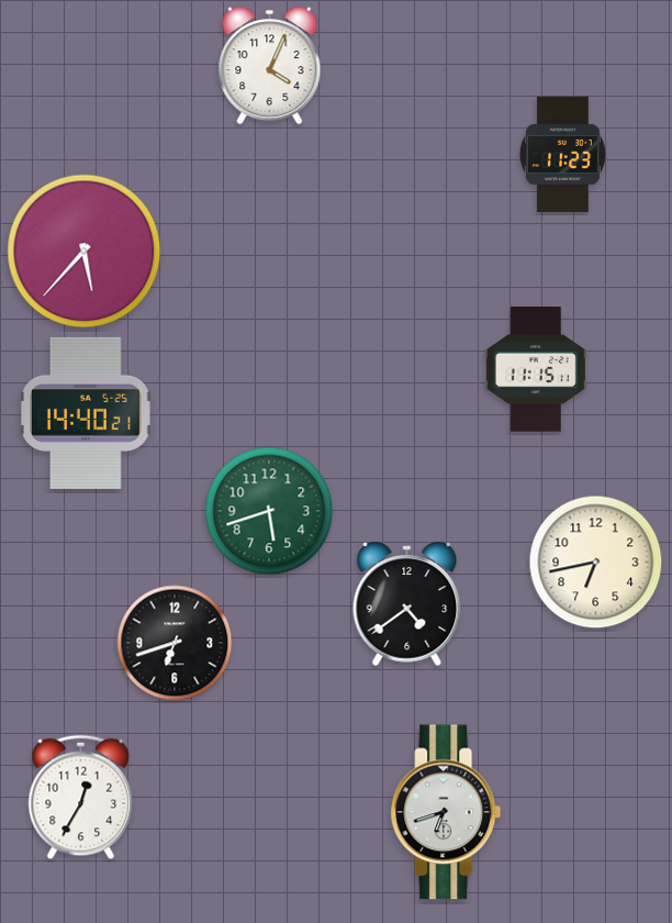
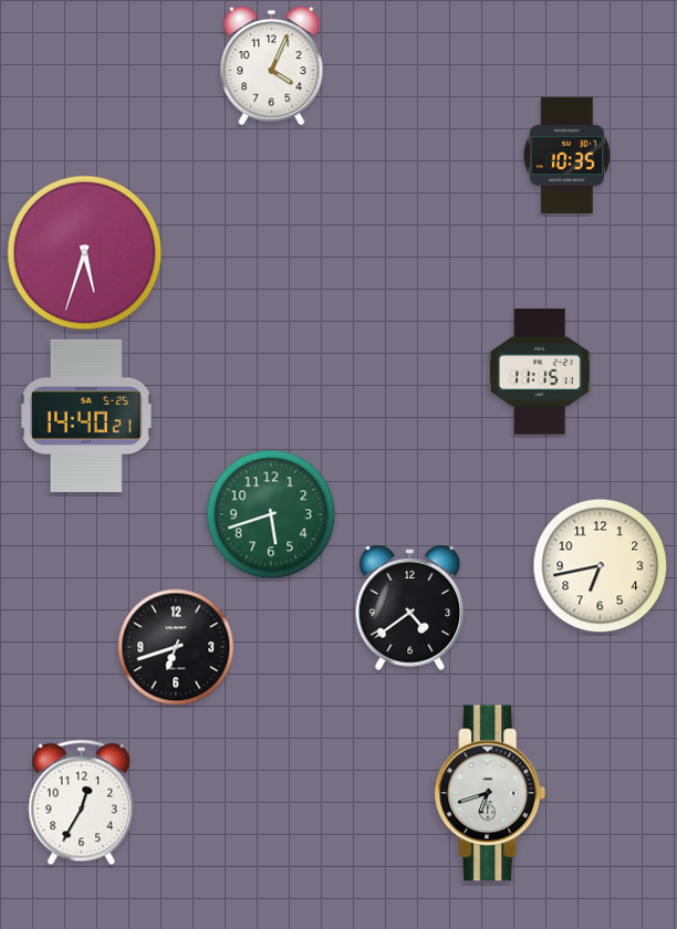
clock at (562, 154): 11:23 -> 10:35
clock at (85, 252): 5:37 -> 5:33
clock at (446, 812) position: (446, 812) -> (490, 793)
